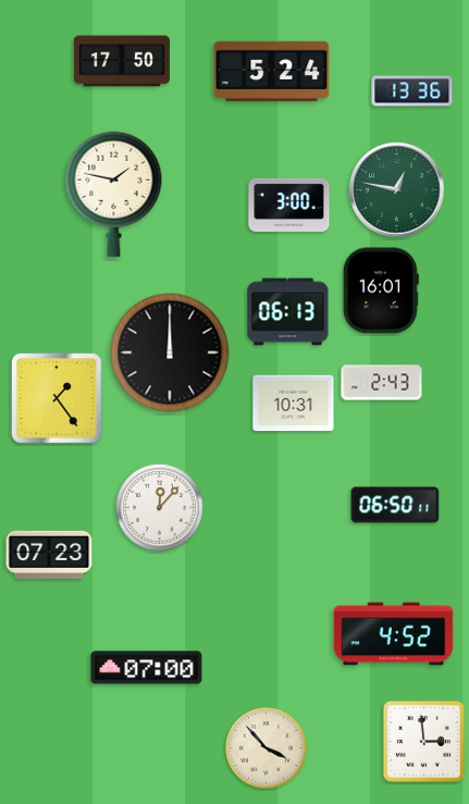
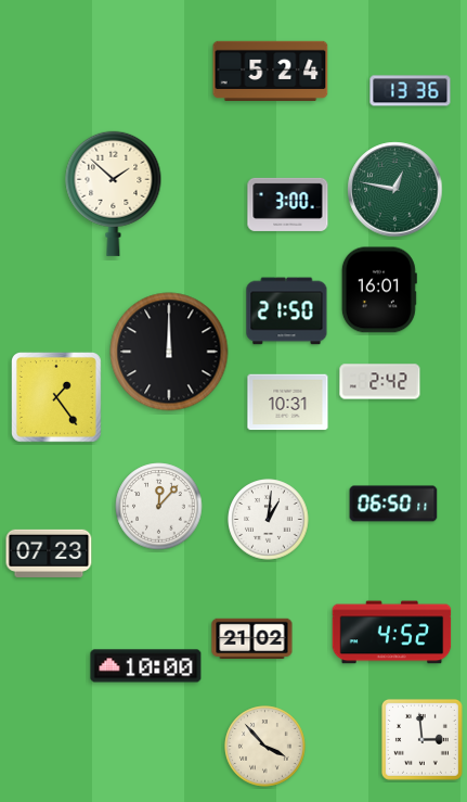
clock at (122, 61): 17:50 -> none
clock at (114, 194): 1:47 -> 1:52
clock at (288, 312): 06:13 -> 21:50
clock at (382, 383): 2:43 -> 2:42
clock at (294, 404) position: (294, 404) -> (288, 403)
clock at (269, 520): none -> 1:01
clock at (252, 639): none -> 21:02
clock at (147, 668): 07:00 -> 10:00
